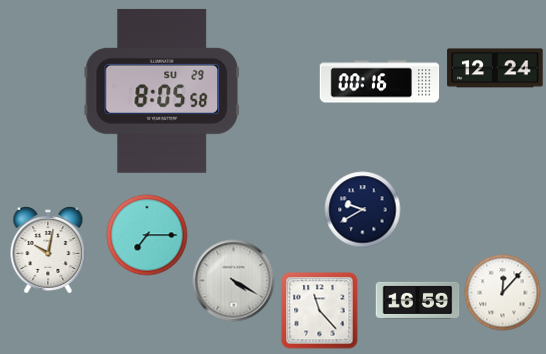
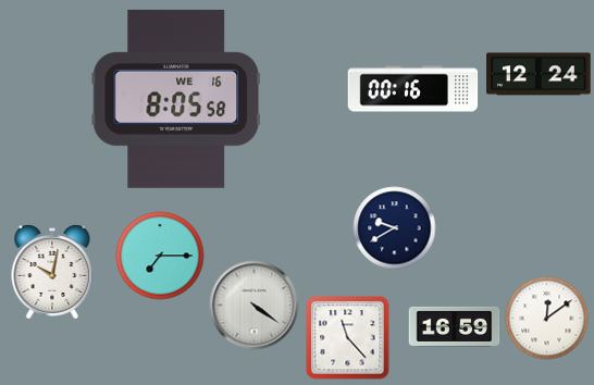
clock at (162, 91) date: SU 29 -> WE 16
clock at (234, 281): 4:20 -> 4:21
clock at (503, 293): 12:07 -> 12:09
